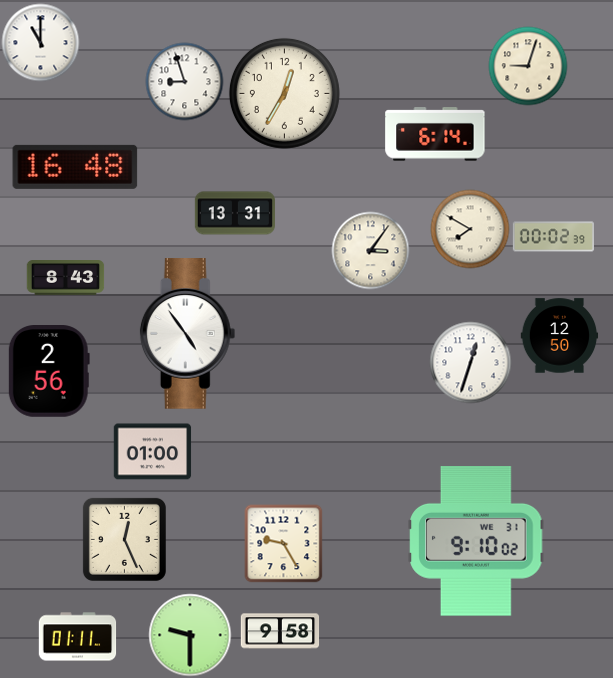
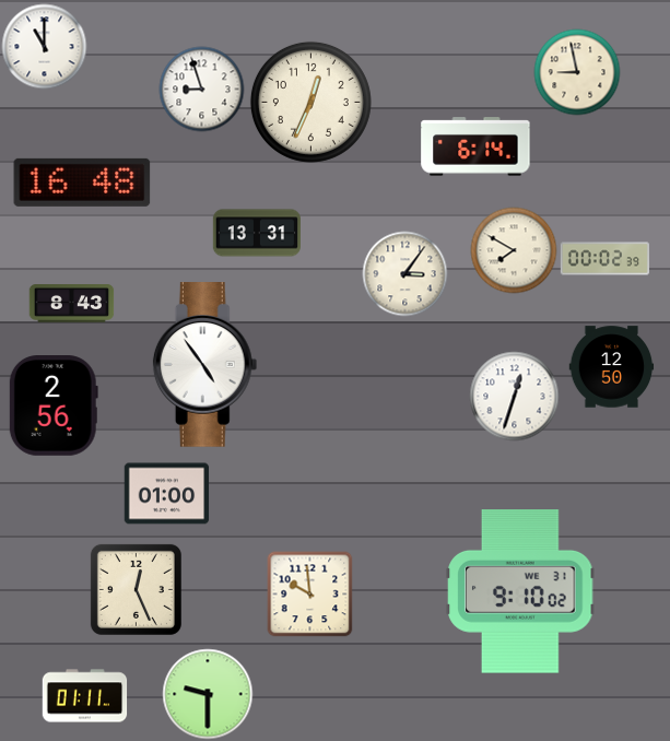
clock at (528, 66): 9:03 -> 8:58
clock at (284, 93): 12:35 -> 12:34
clock at (283, 543): 9:25 -> 9:59
clock at (280, 631): 9:58 -> none
